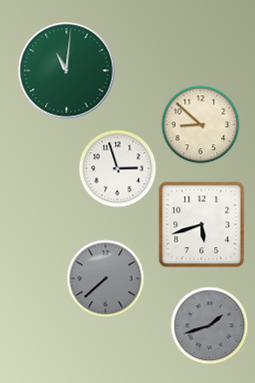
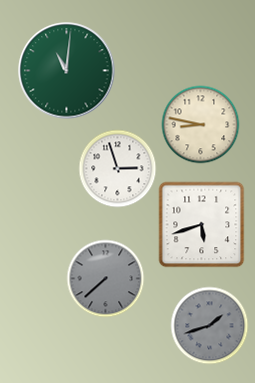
clock at (200, 124): 8:52 -> 8:47
